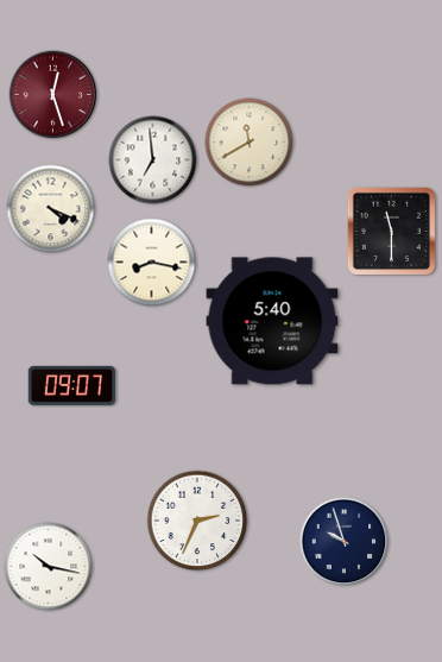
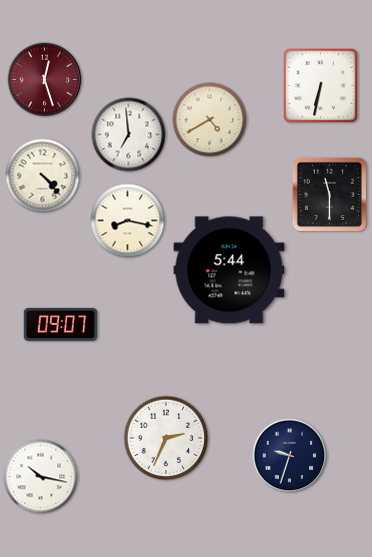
clock at (321, 86): none -> 6:32
clock at (250, 143): 11:40 -> 4:40
clock at (51, 209): 4:19 -> 4:23
clock at (272, 321): 5:40 -> 5:44
clock at (345, 542): 9:57 -> 9:33
